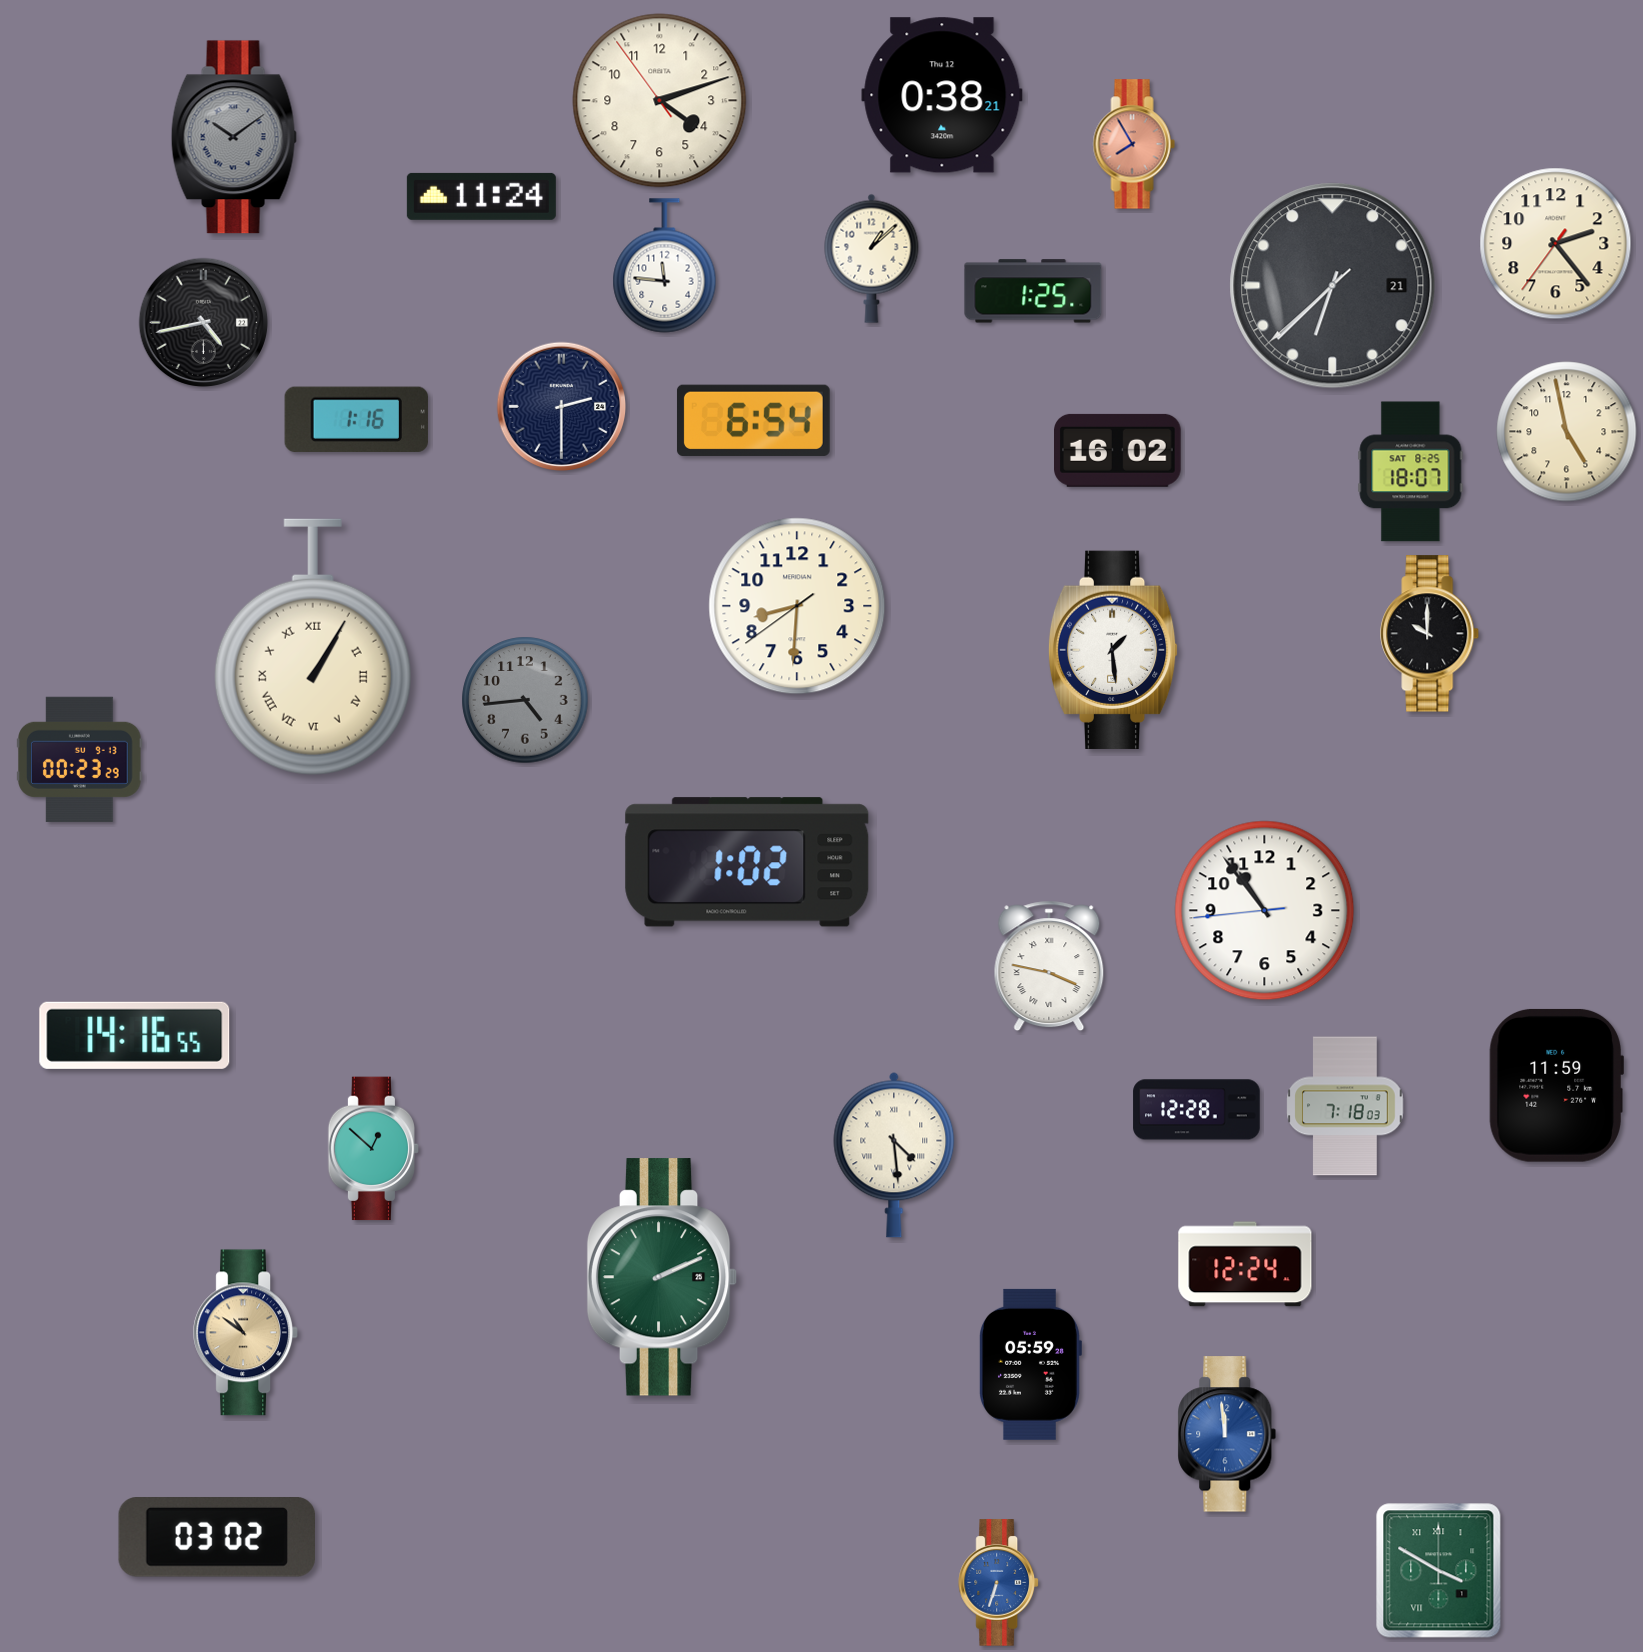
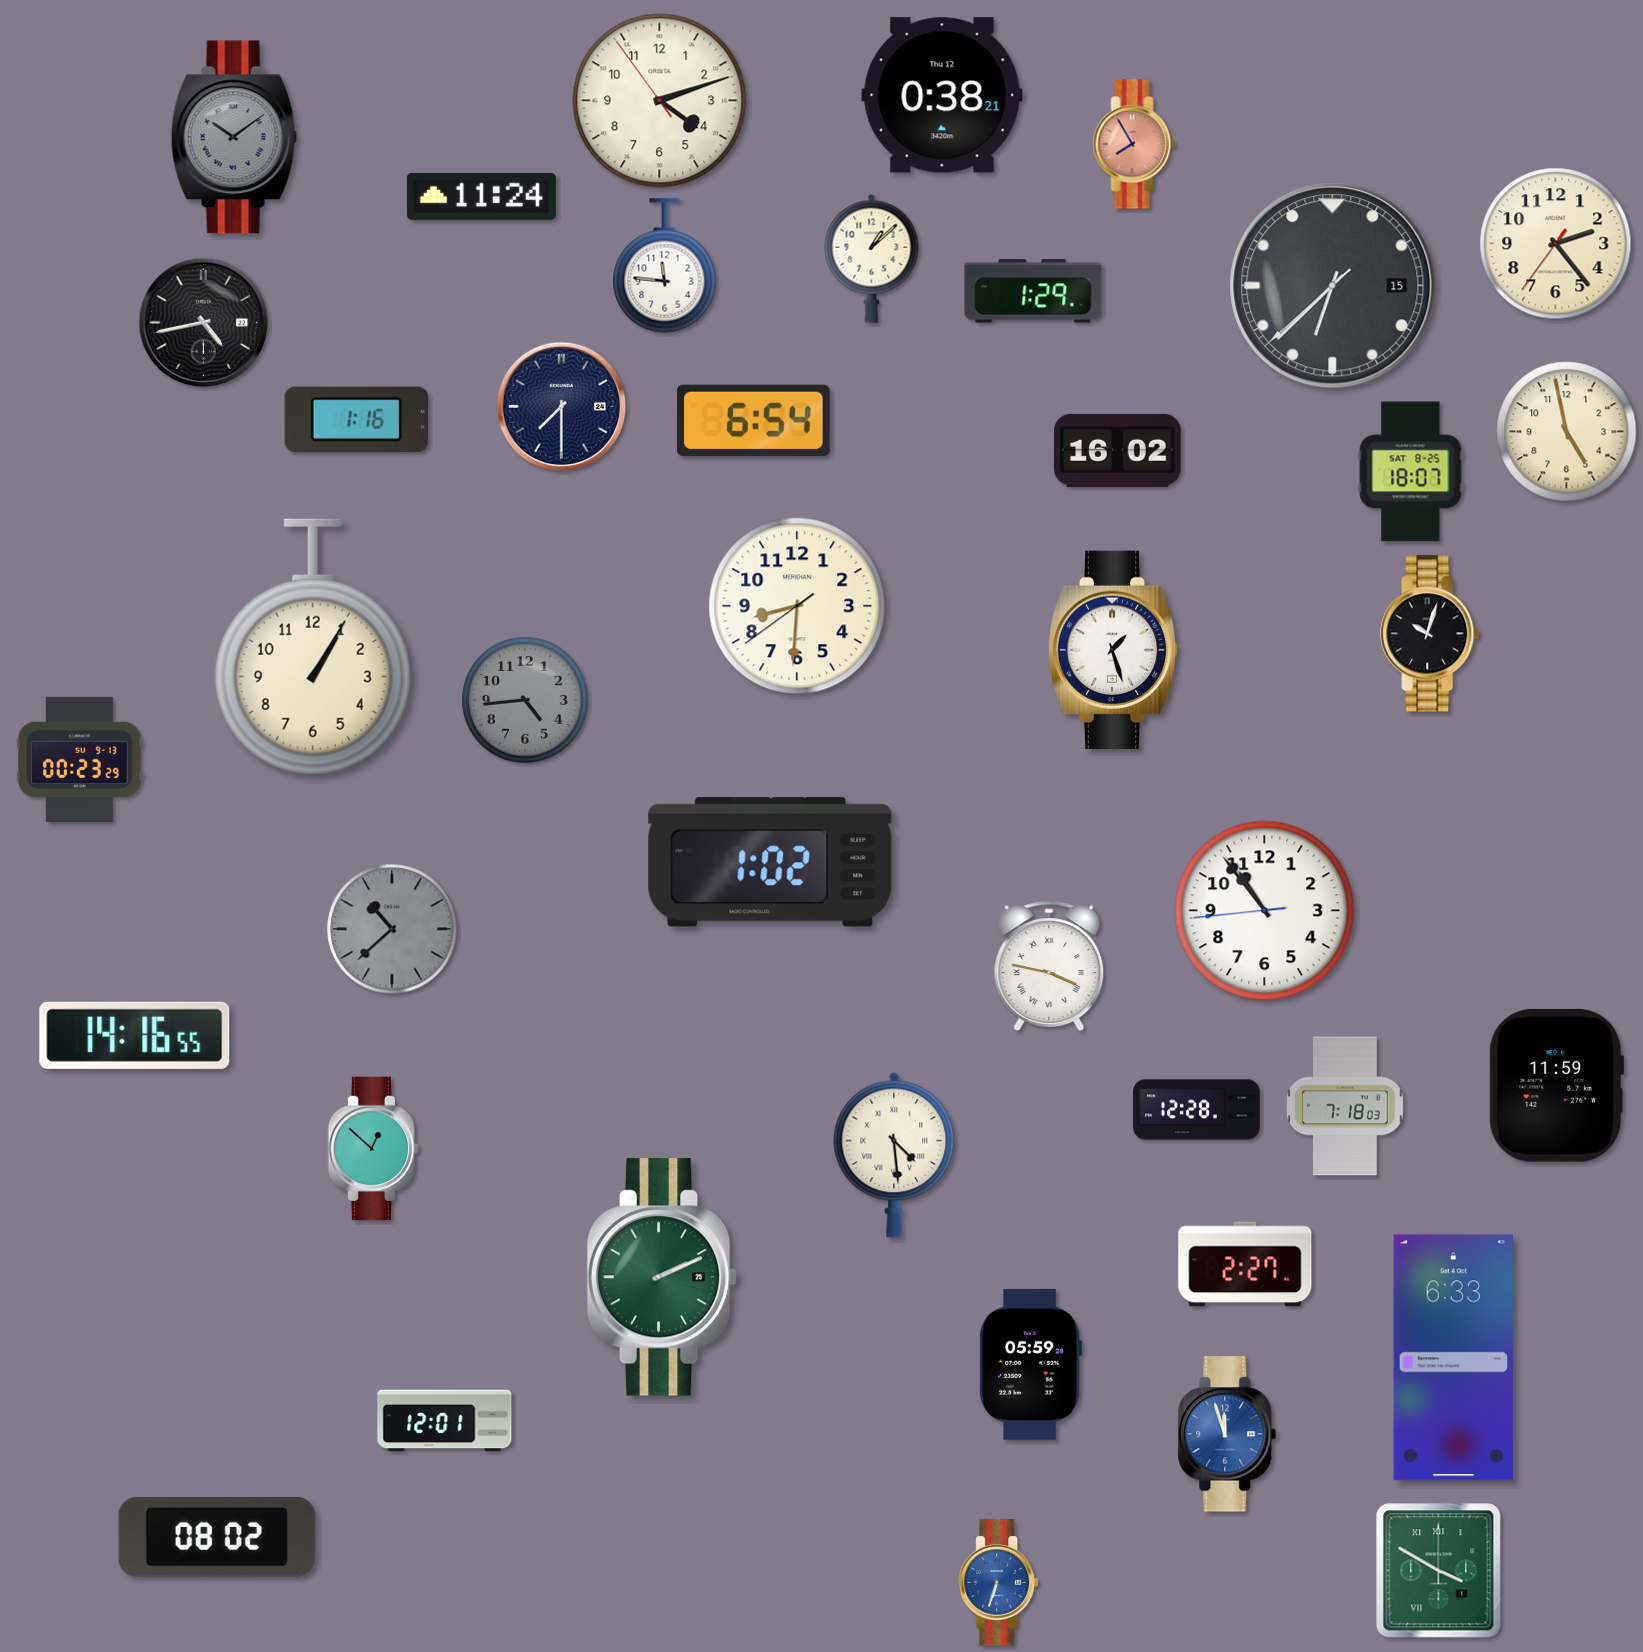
clock at (1333, 286) date: 21 -> 15
clock at (1033, 291): 1:25 -> 1:29
clock at (562, 407): 2:30 -> 7:30
clock at (1430, 634): 10:00 -> 10:03
clock at (313, 647) numerals: Roman -> Arabic
clock at (1113, 650): 1:29 -> 1:27
clock at (747, 862) position: (747, 862) -> (770, 862)
clock at (392, 929): none -> 10:38
clock at (1245, 1264): 12:24 -> 2:27
clock at (246, 1333): 10:51 -> none
clock at (1453, 1358): none -> 6:33
clock at (445, 1421): none -> 12:01
clock at (1227, 1434): 11:59 -> 11:57
clock at (216, 1538): 03:02 -> 08:02
